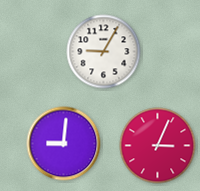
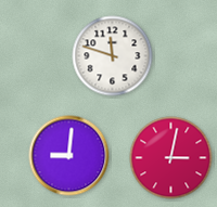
clock at (104, 52): 9:05 -> 11:48
clock at (158, 146): 3:04 -> 3:02
